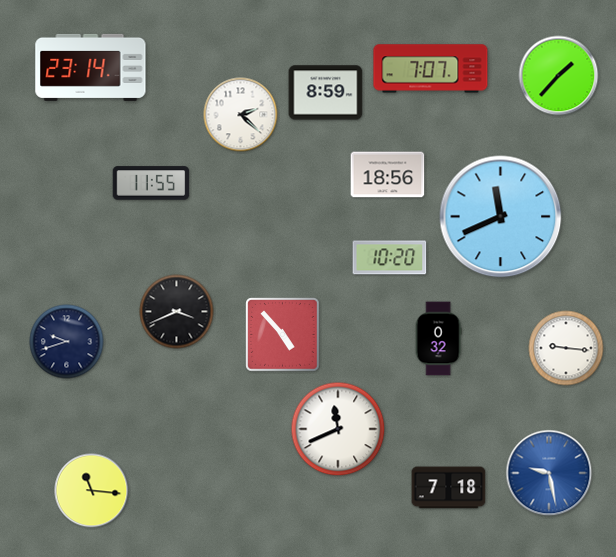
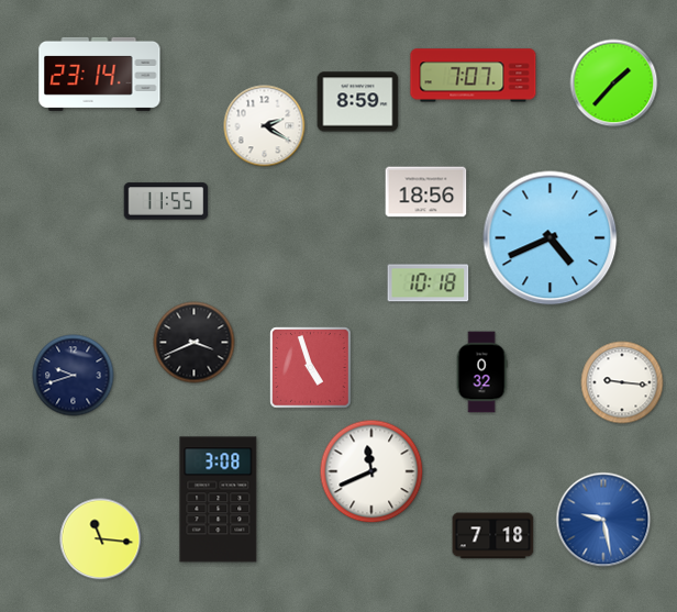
clock at (241, 115): 2:22 -> 2:20
clock at (501, 217): 11:41 -> 4:41
clock at (390, 258): 10:20 -> 10:18
clock at (283, 335): 4:53 -> 4:57
clock at (219, 500): none -> 3:08
